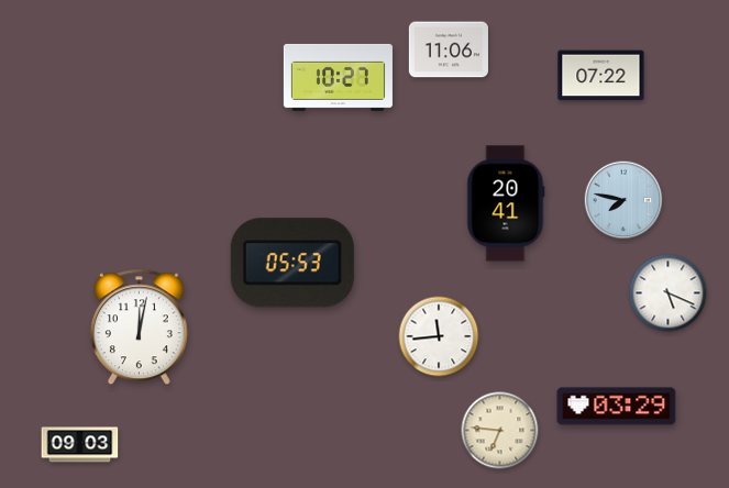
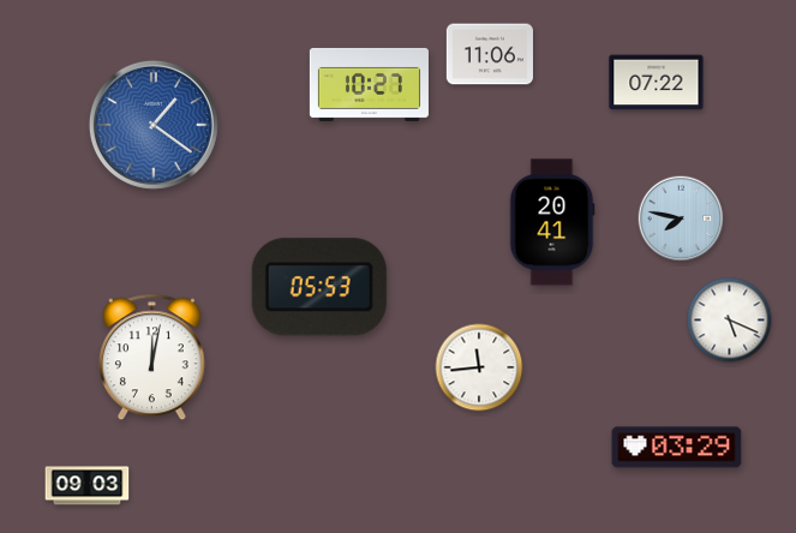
clock at (154, 125): none -> 1:21
clock at (617, 407) position: (617, 407) -> (677, 448)
clock at (500, 431): 6:46 -> none
